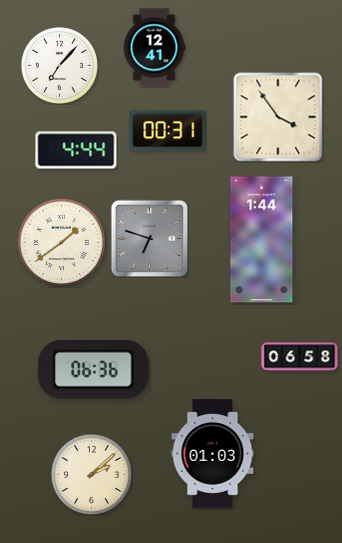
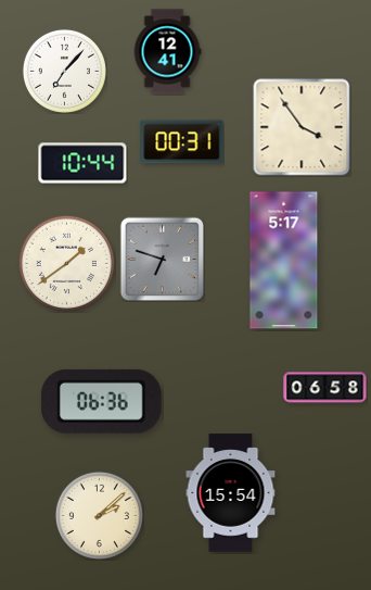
clock at (76, 150): 4:44 -> 10:44
clock at (262, 240): 1:44 -> 5:17
clock at (213, 454): 01:03 -> 15:54
